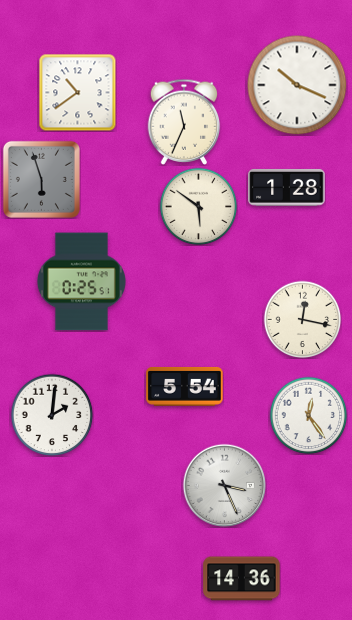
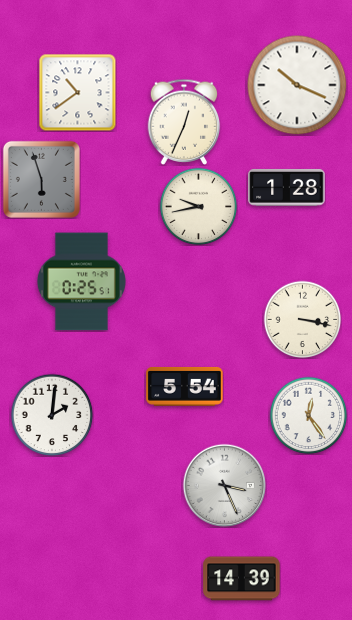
clock at (184, 122): 11:34 -> 12:34
clock at (198, 206): 5:51 -> 9:43
clock at (302, 319): 12:17 -> 3:17
clock at (242, 579): 14:36 -> 14:39
